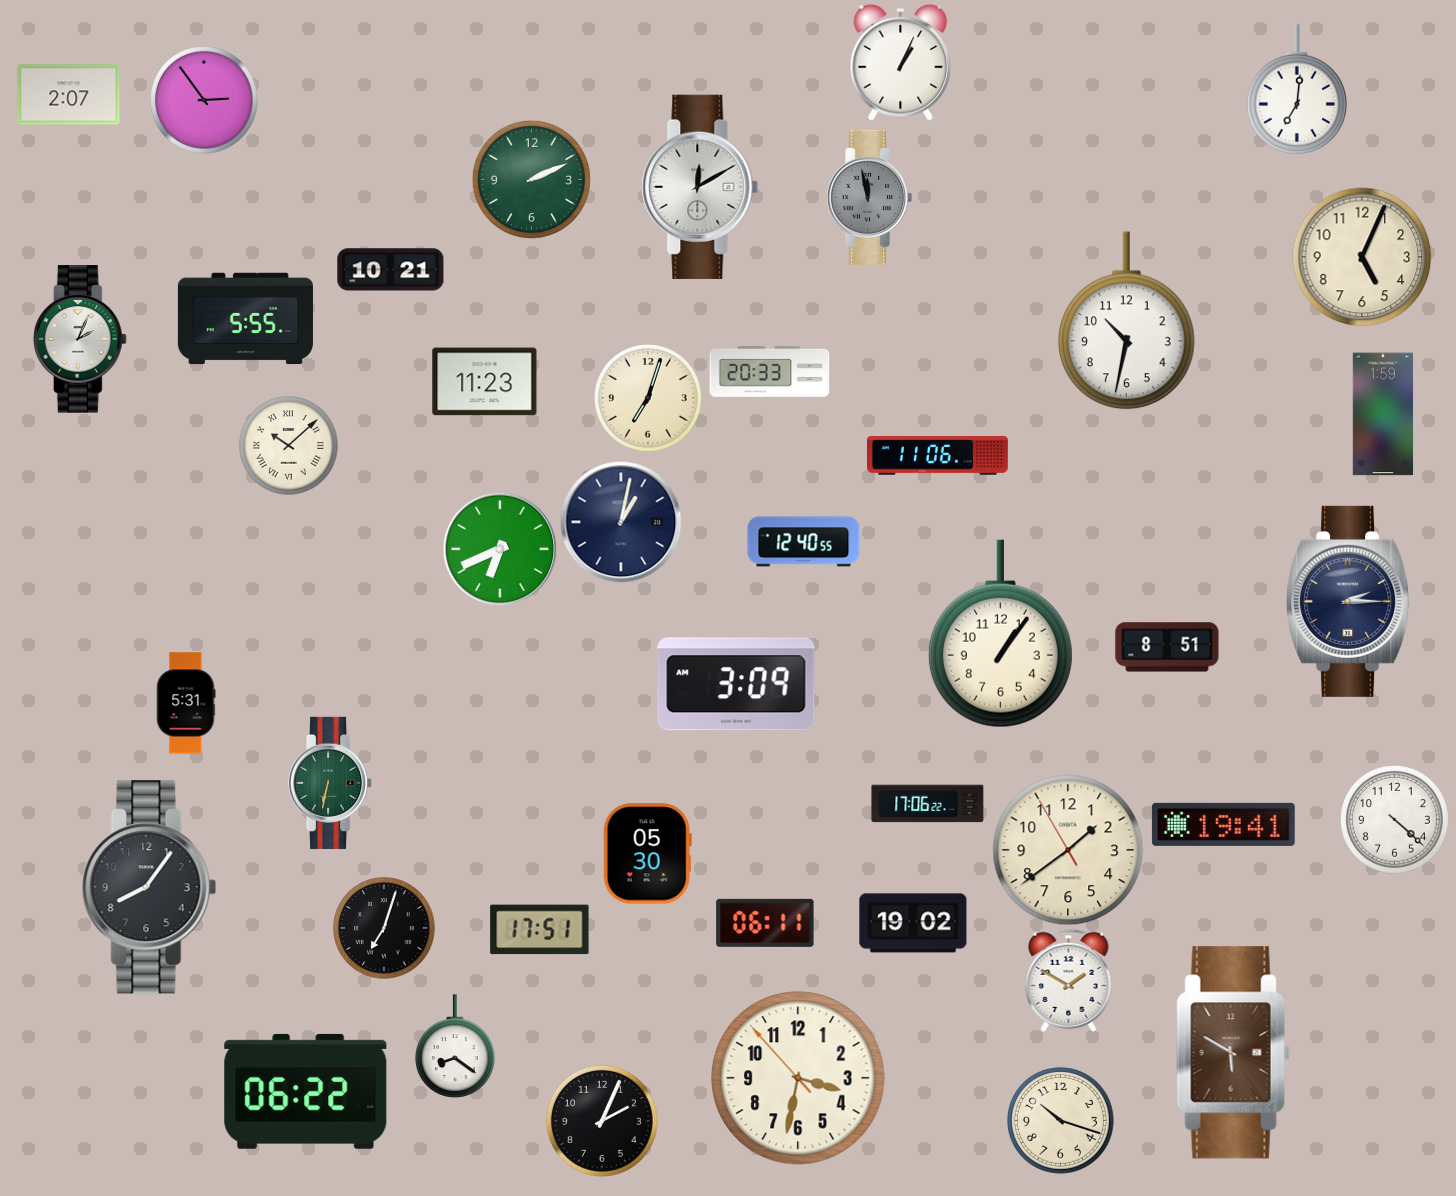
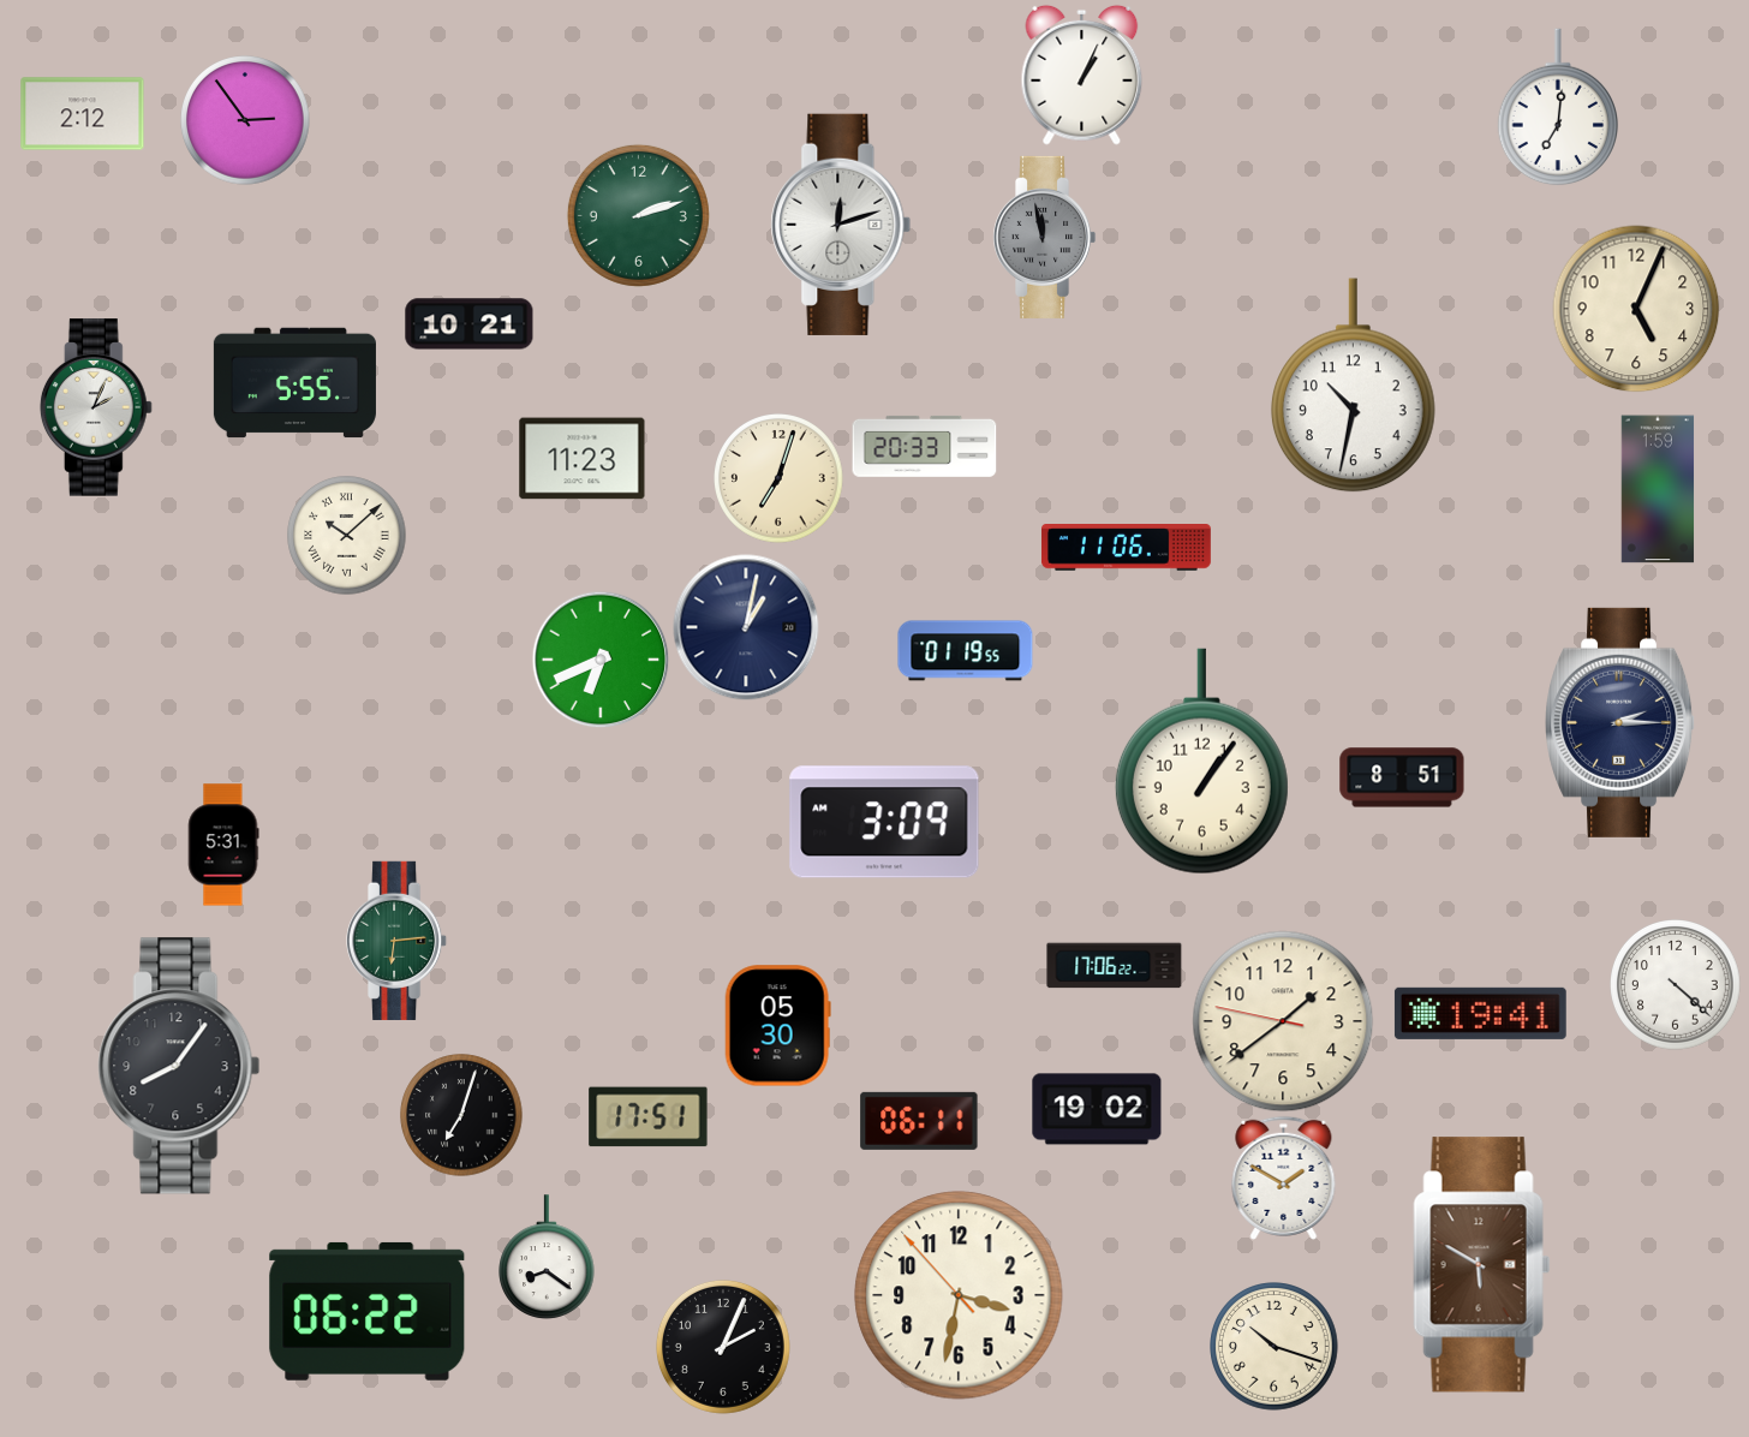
clock at (69, 95): 2:07 -> 2:12
clock at (531, 179): 2:11 -> 2:12
clock at (700, 187): 12:10 -> 12:12
clock at (1383, 414) position: (1383, 414) -> (1658, 489)
clock at (804, 542): 12:40 -> 01:19
clock at (331, 783): 6:32 -> 6:14
clock at (1223, 824) position: (1223, 824) -> (1480, 1013)
clock at (1068, 850): 1:38:55 -> 1:38:47
clock at (765, 923) position: (765, 923) -> (919, 1121)
